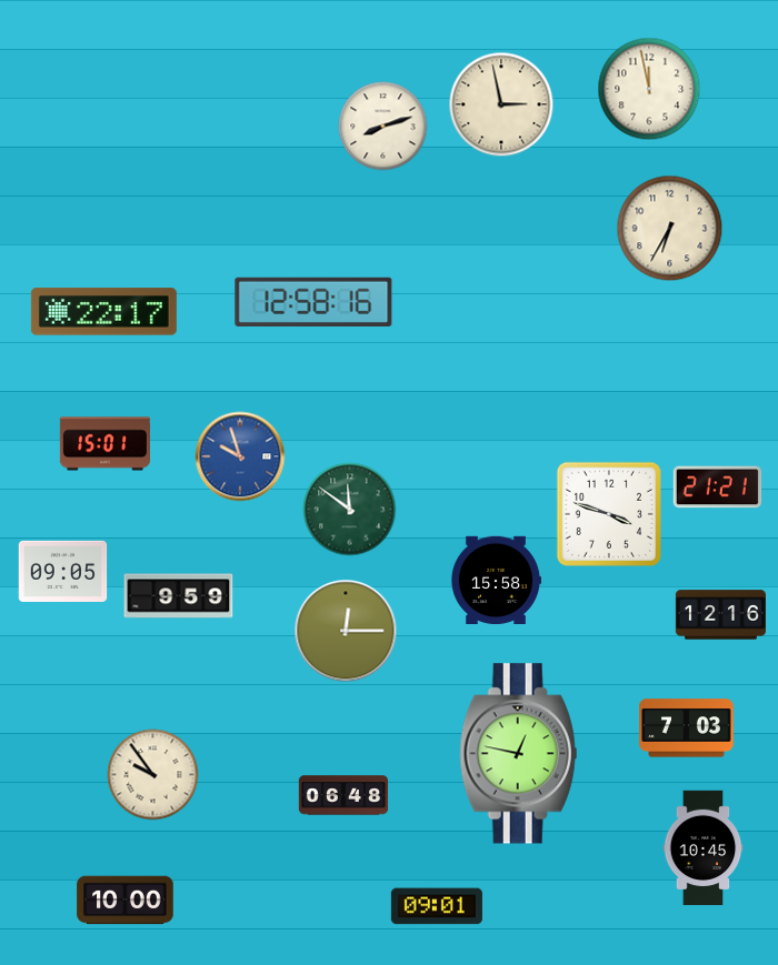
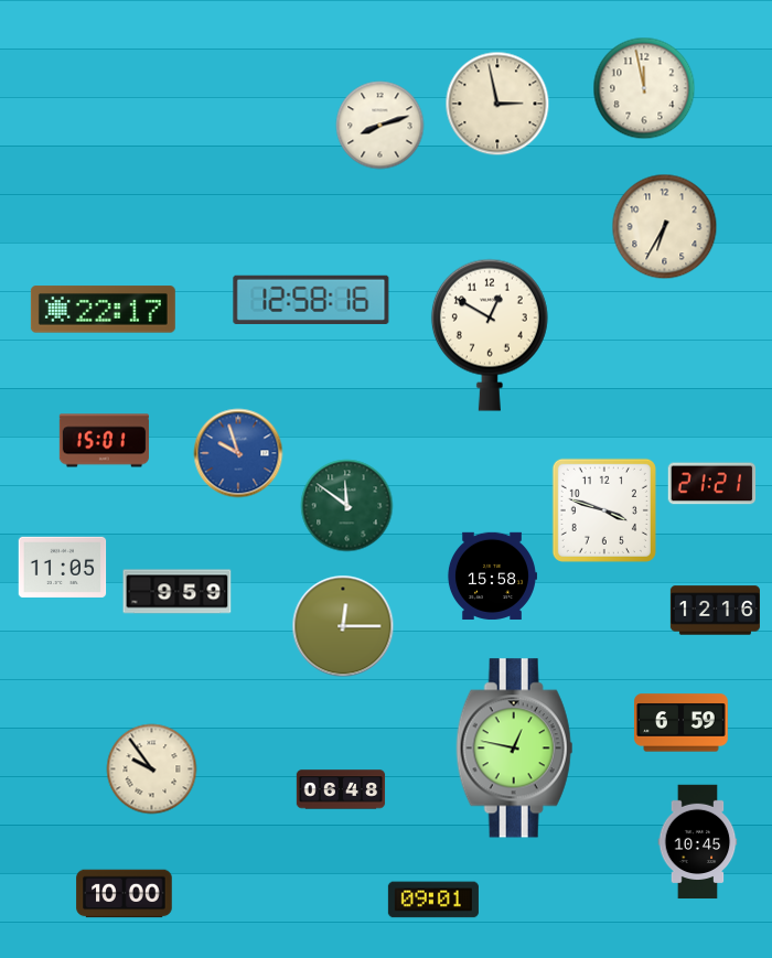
clock at (490, 335): none -> 12:50
clock at (63, 571): 09:05 -> 11:05
clock at (687, 728): 7:03 -> 6:59
